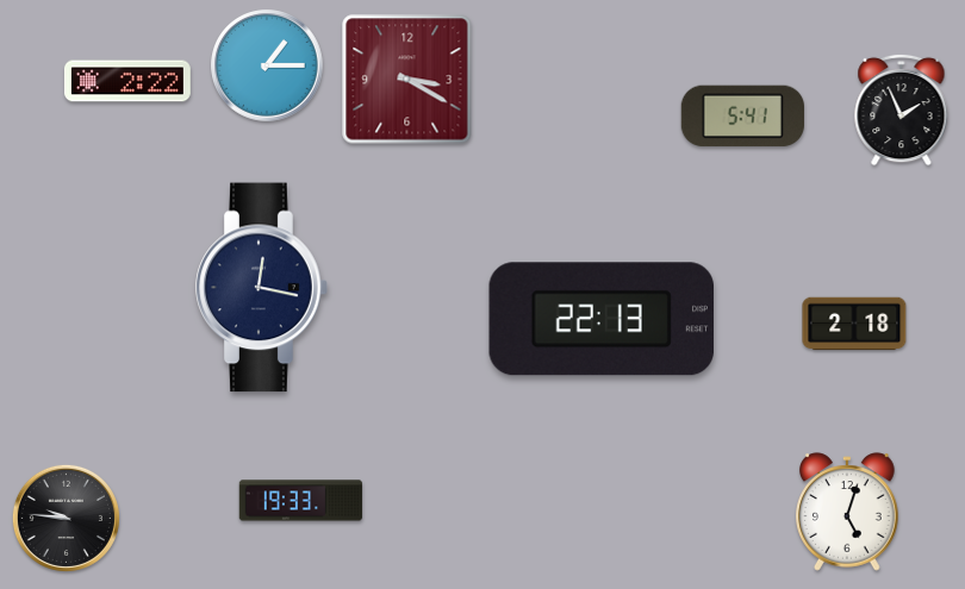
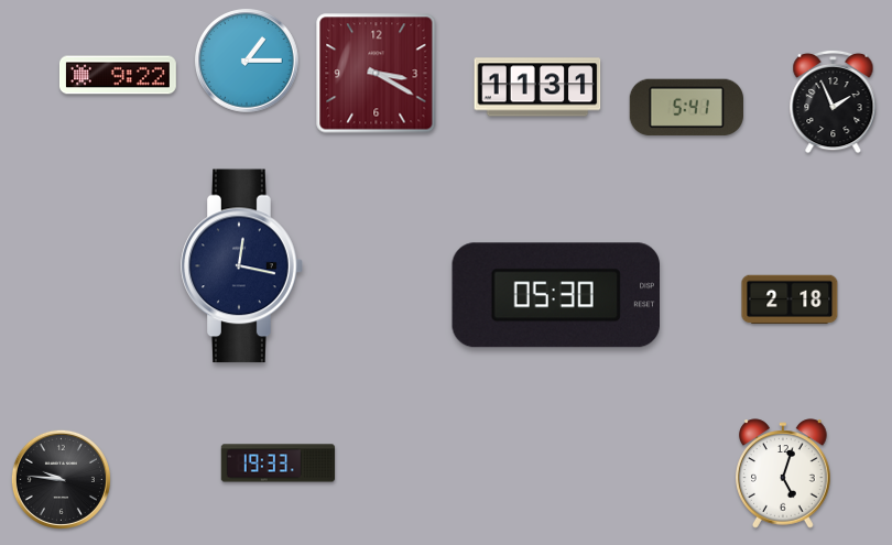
clock at (127, 81): 2:22 -> 9:22
clock at (537, 87): none -> 11:31
clock at (600, 319): 22:13 -> 05:30
